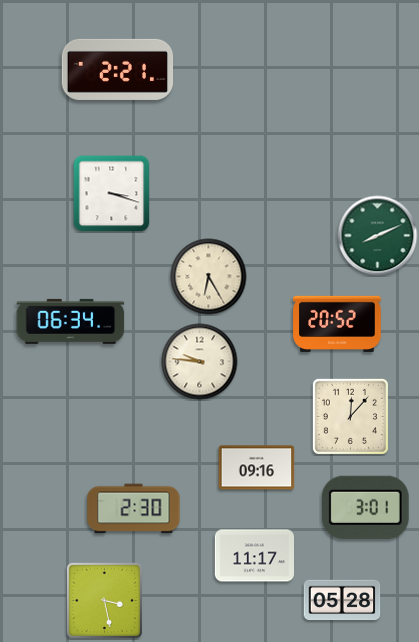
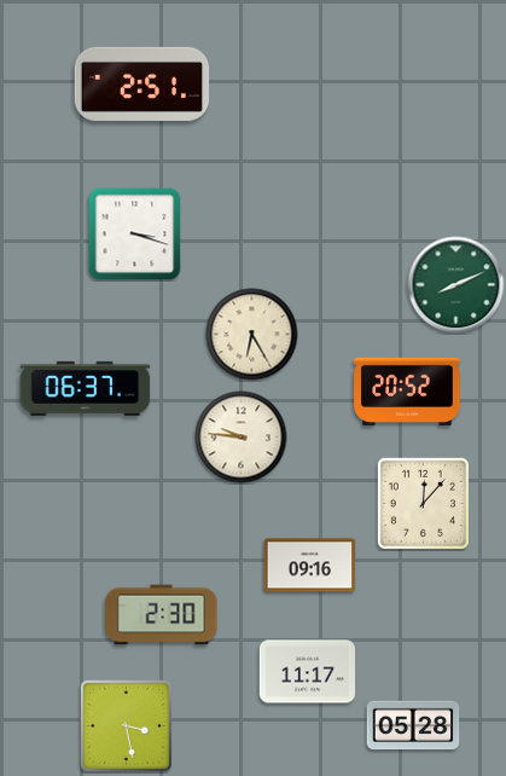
clock at (118, 69): 2:21 -> 2:51
clock at (71, 321): 06:34 -> 06:37
clock at (365, 507): 3:01 -> none
